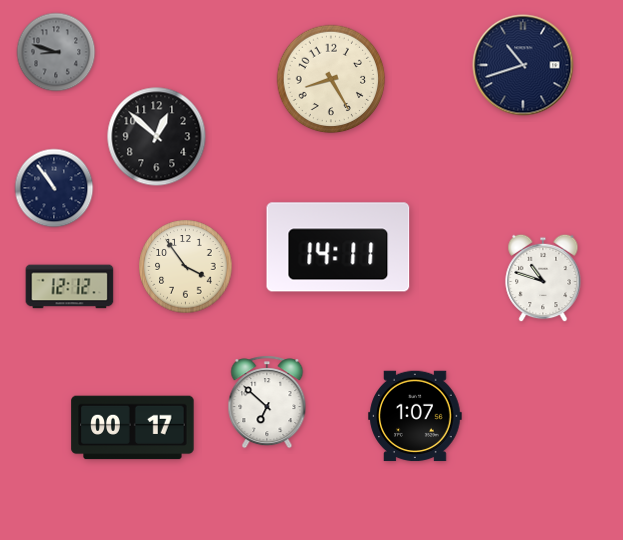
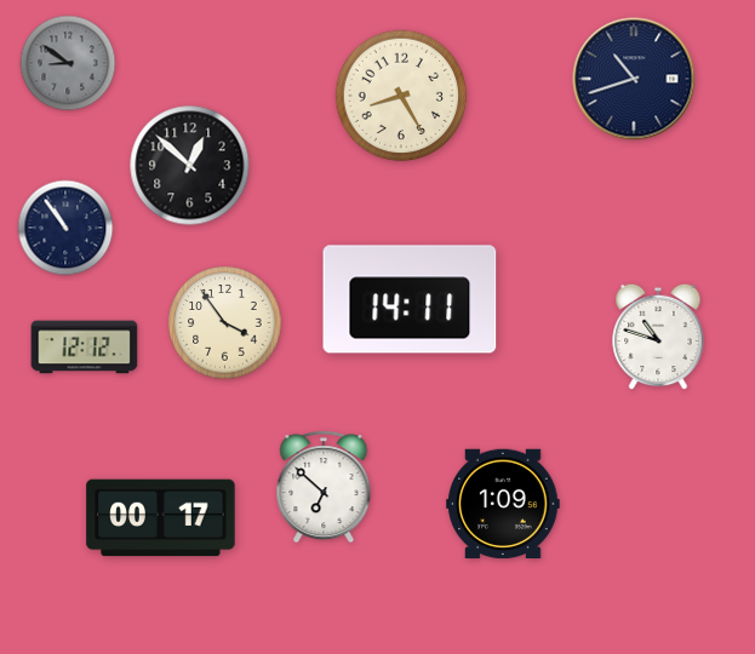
clock at (56, 52): 8:48 -> 8:51
clock at (415, 416): 1:07 -> 1:09
